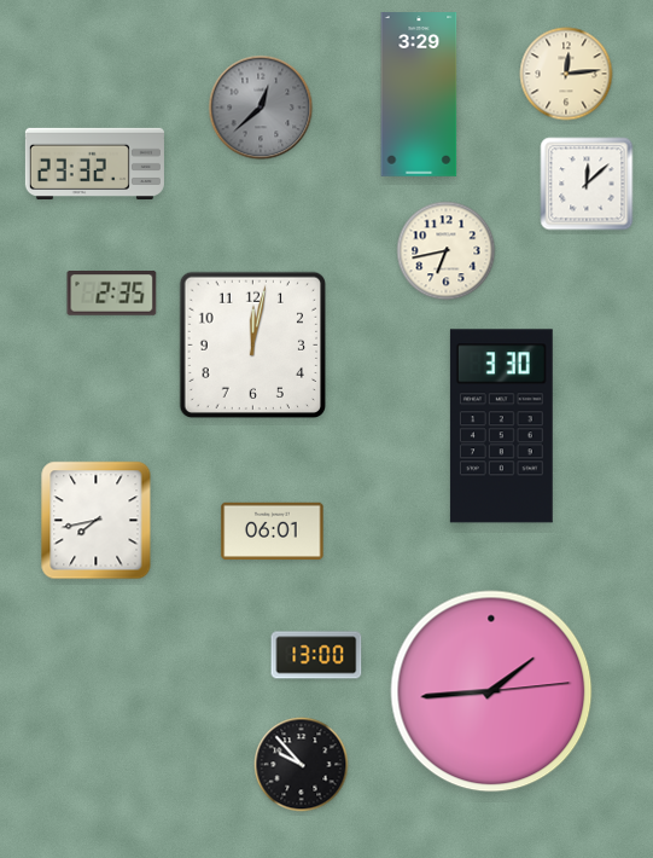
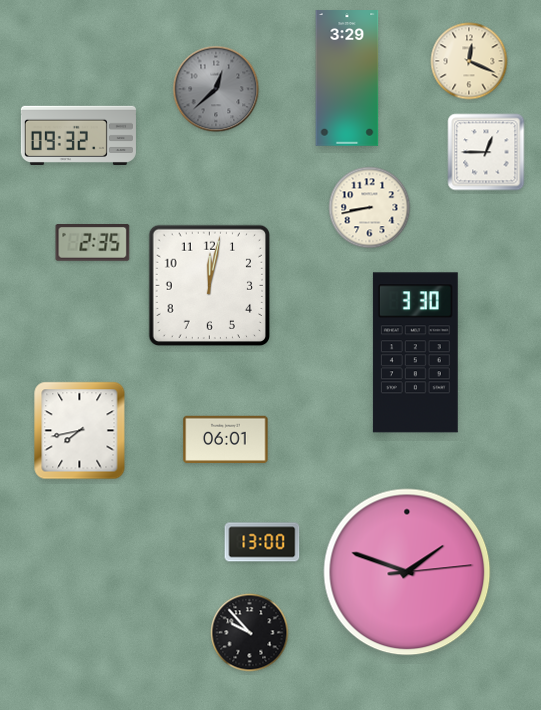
clock at (566, 74): 12:14 -> 12:19
clock at (94, 163): 23:32 -> 09:32
clock at (587, 184): 12:08 -> 12:45
clock at (447, 251): 6:43 -> 8:43
clock at (491, 691): 1:44 -> 1:48
